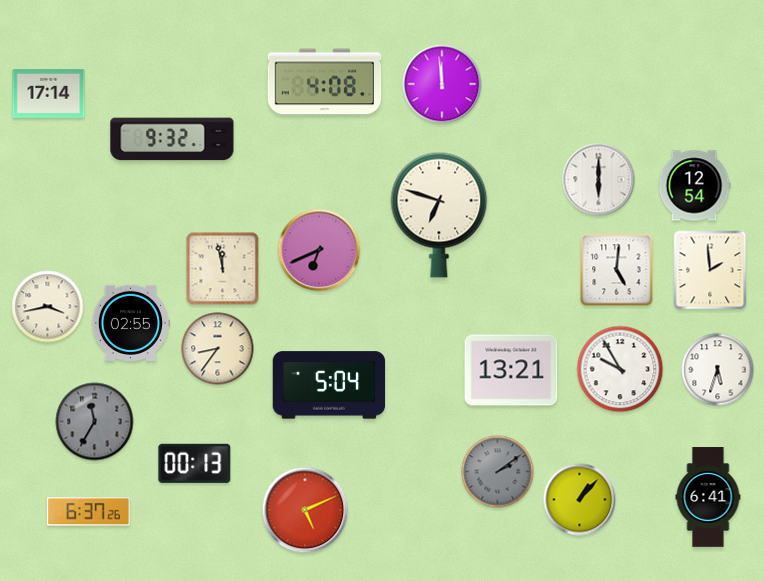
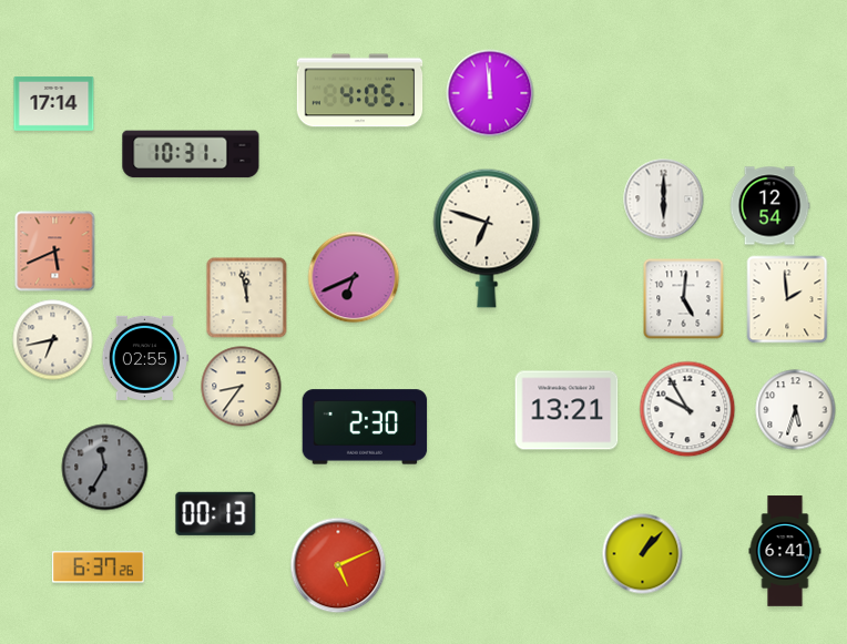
clock at (325, 82): 4:08 -> 4:05
clock at (172, 139): 9:32 -> 10:31
clock at (55, 252): none -> 5:41
clock at (48, 307): 3:43 -> 6:43
clock at (329, 385): 5:04 -> 2:30
clock at (498, 472): 2:09 -> none
